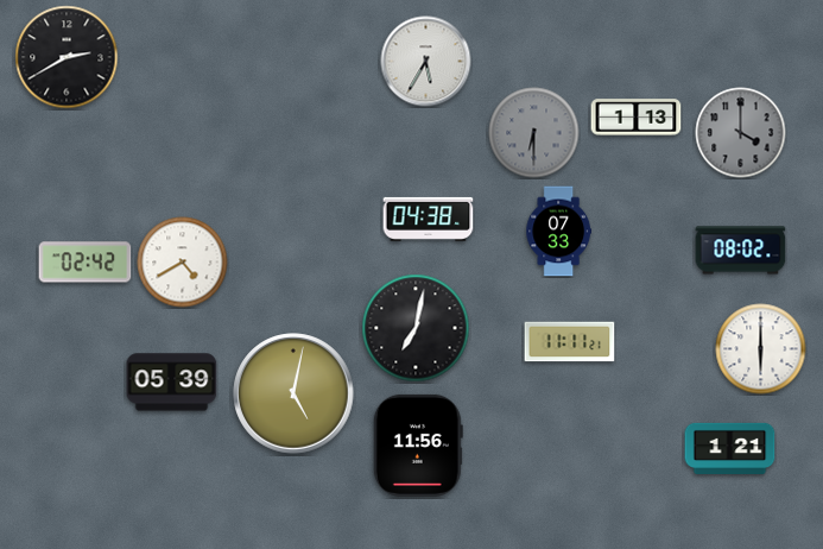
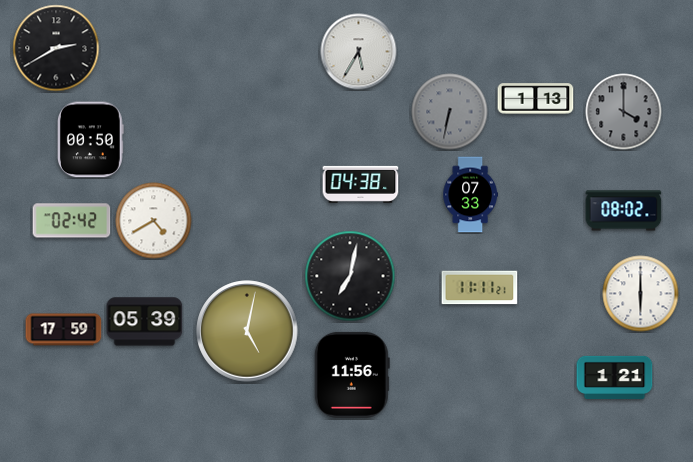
clock at (534, 133): 6:30 -> 6:32
clock at (90, 140): none -> 00:50
clock at (64, 330): none -> 17:59
